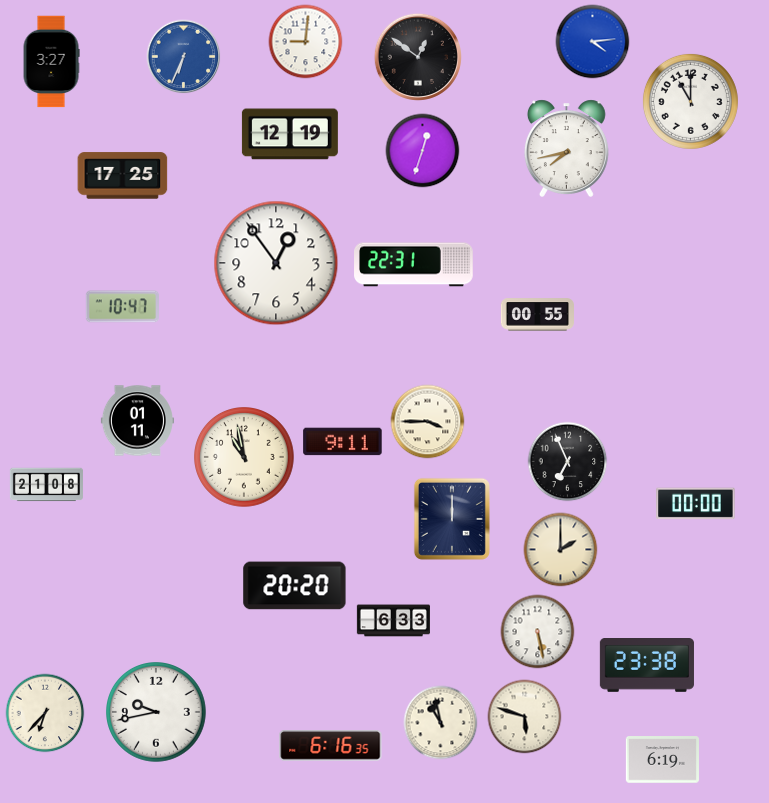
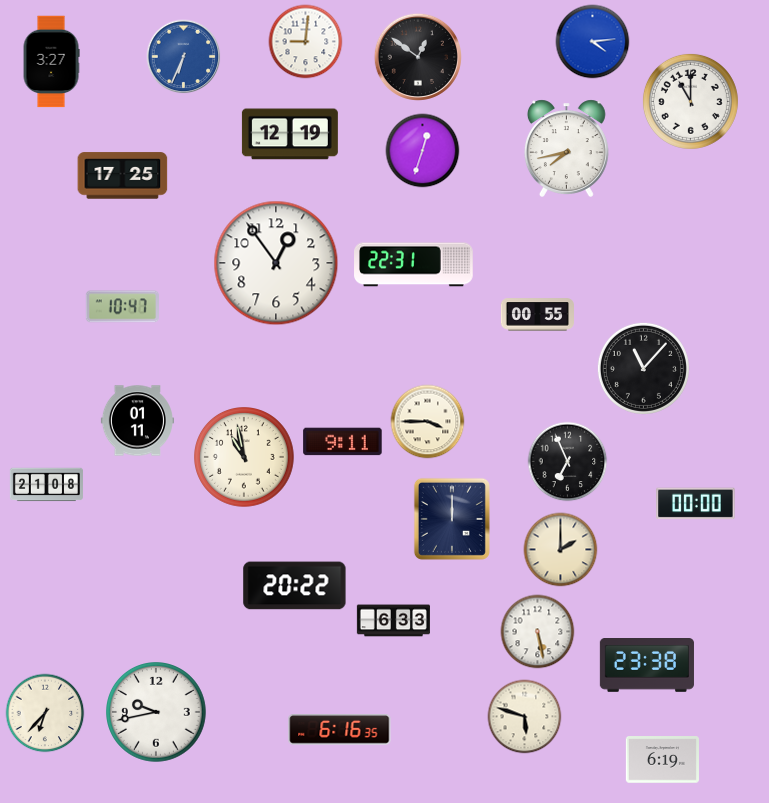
clock at (643, 368): none -> 11:07
clock at (295, 586): 20:20 -> 20:22
clock at (441, 723): 10:58 -> none
clock at (331, 746) position: (331, 746) -> (340, 730)
